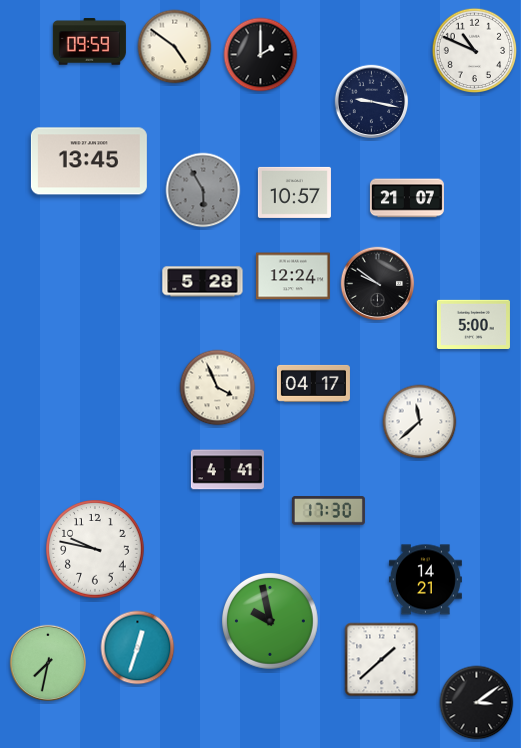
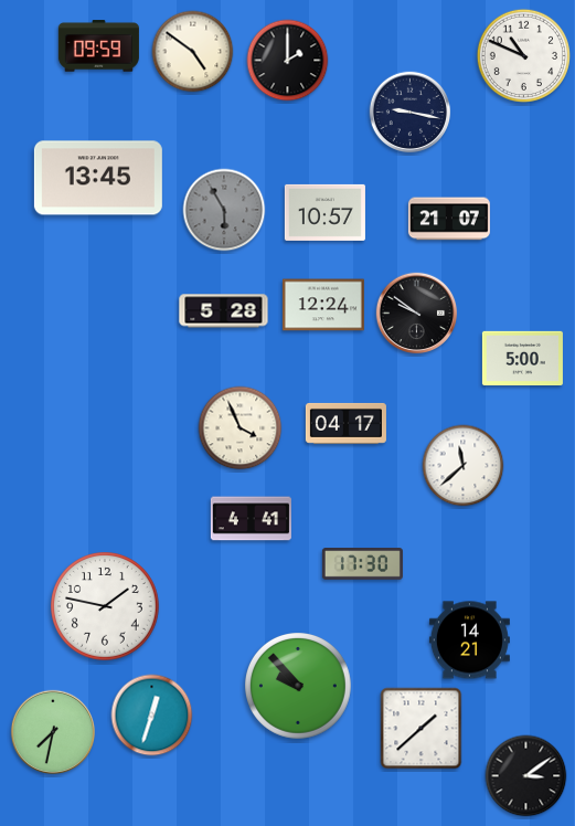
clock at (95, 549): 9:47 -> 1:47
clock at (271, 622): 9:58 -> 9:53
